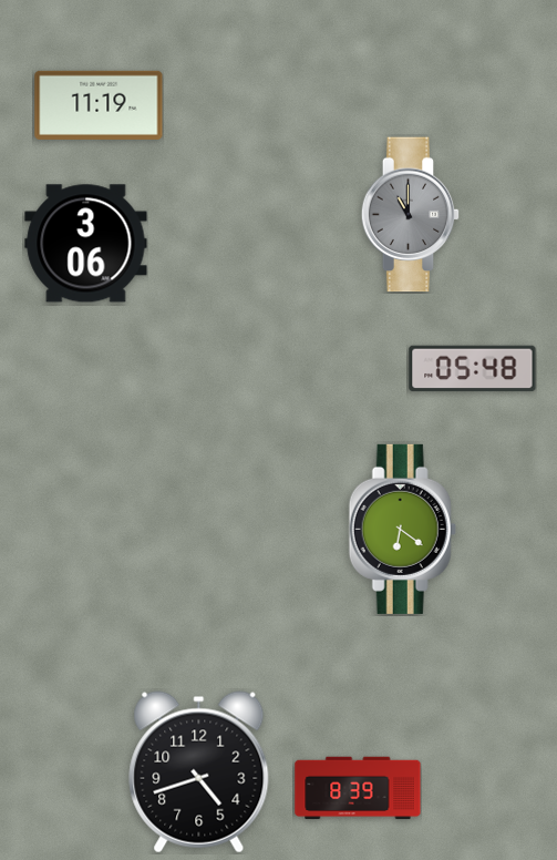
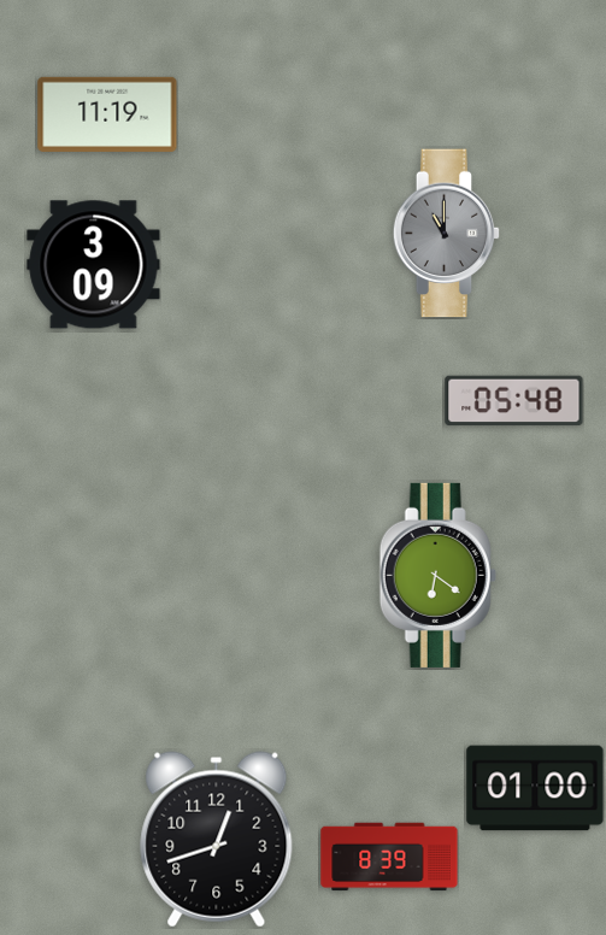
clock at (86, 244): 3:06 -> 3:09
clock at (535, 788): none -> 01:00
clock at (199, 772): 4:42 -> 12:42
